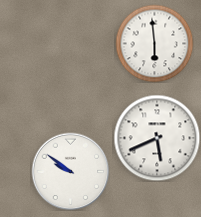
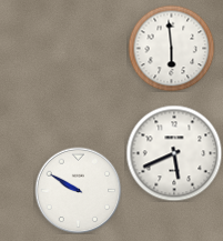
clock at (70, 171): 9:51 -> 9:50
